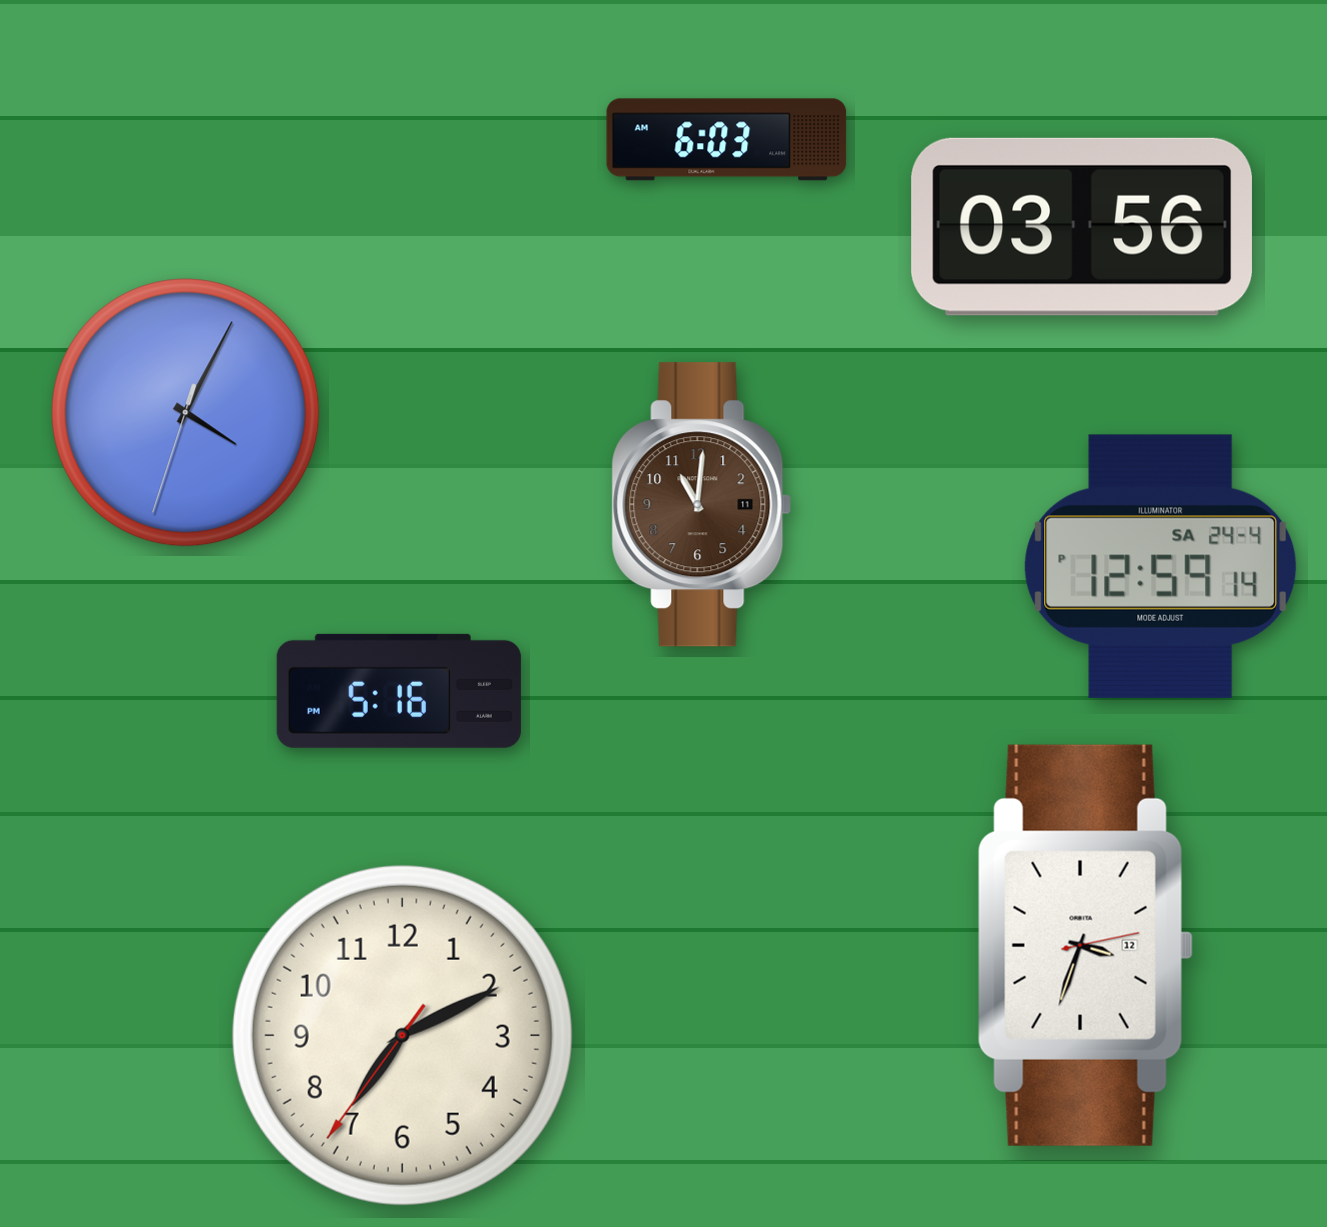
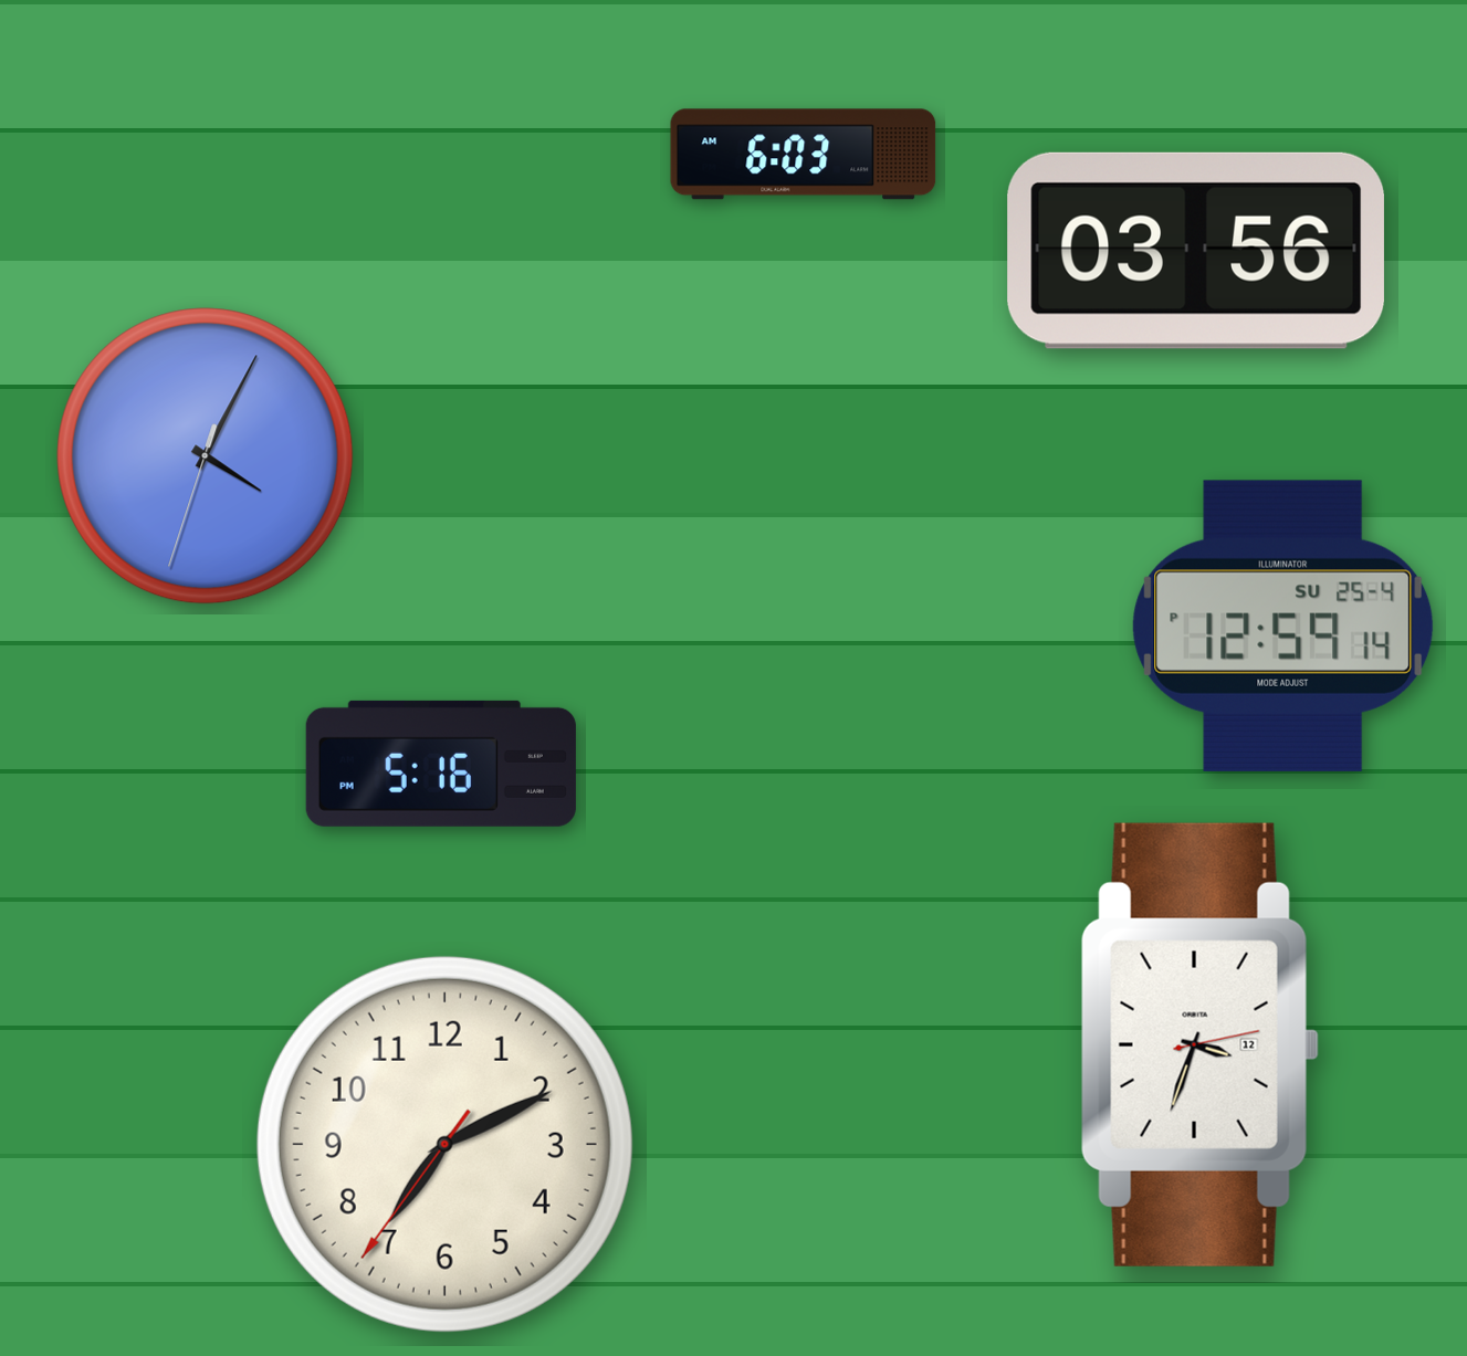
clock at (702, 505): 11:01 -> none
clock at (1161, 566) date: SA 24-4 -> SU 25-4
